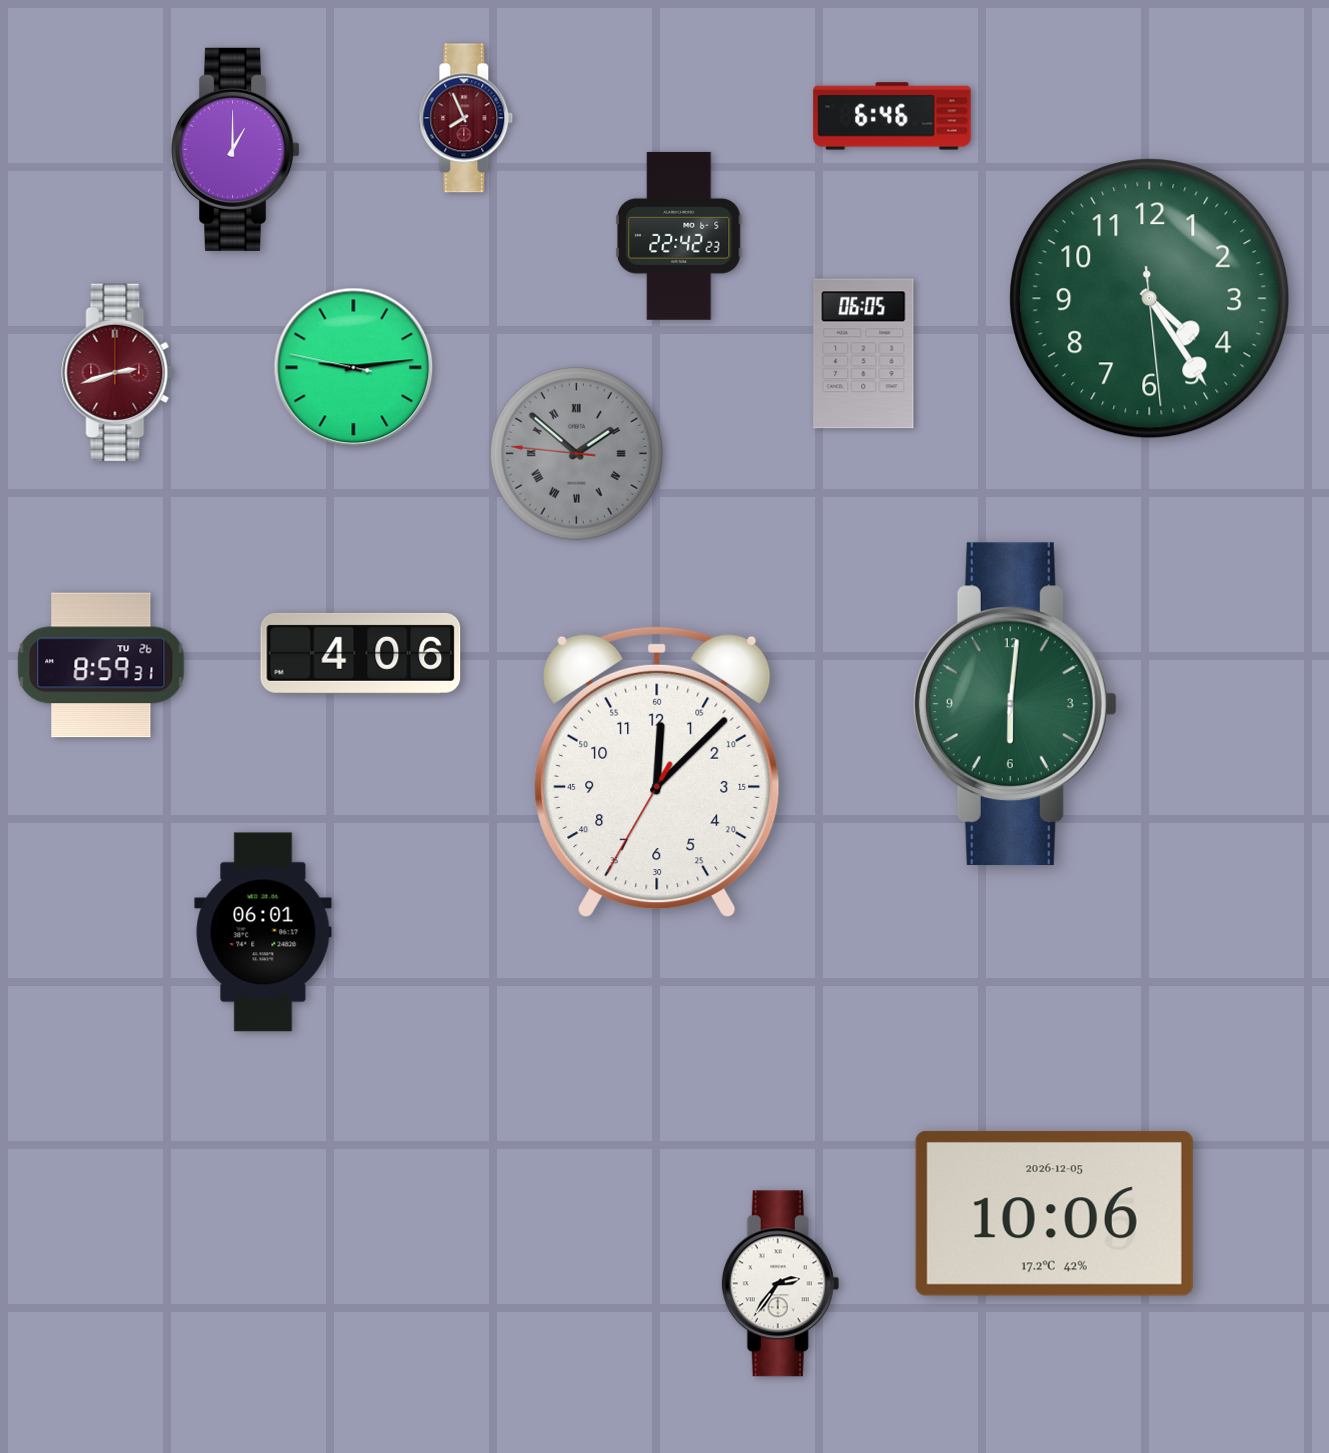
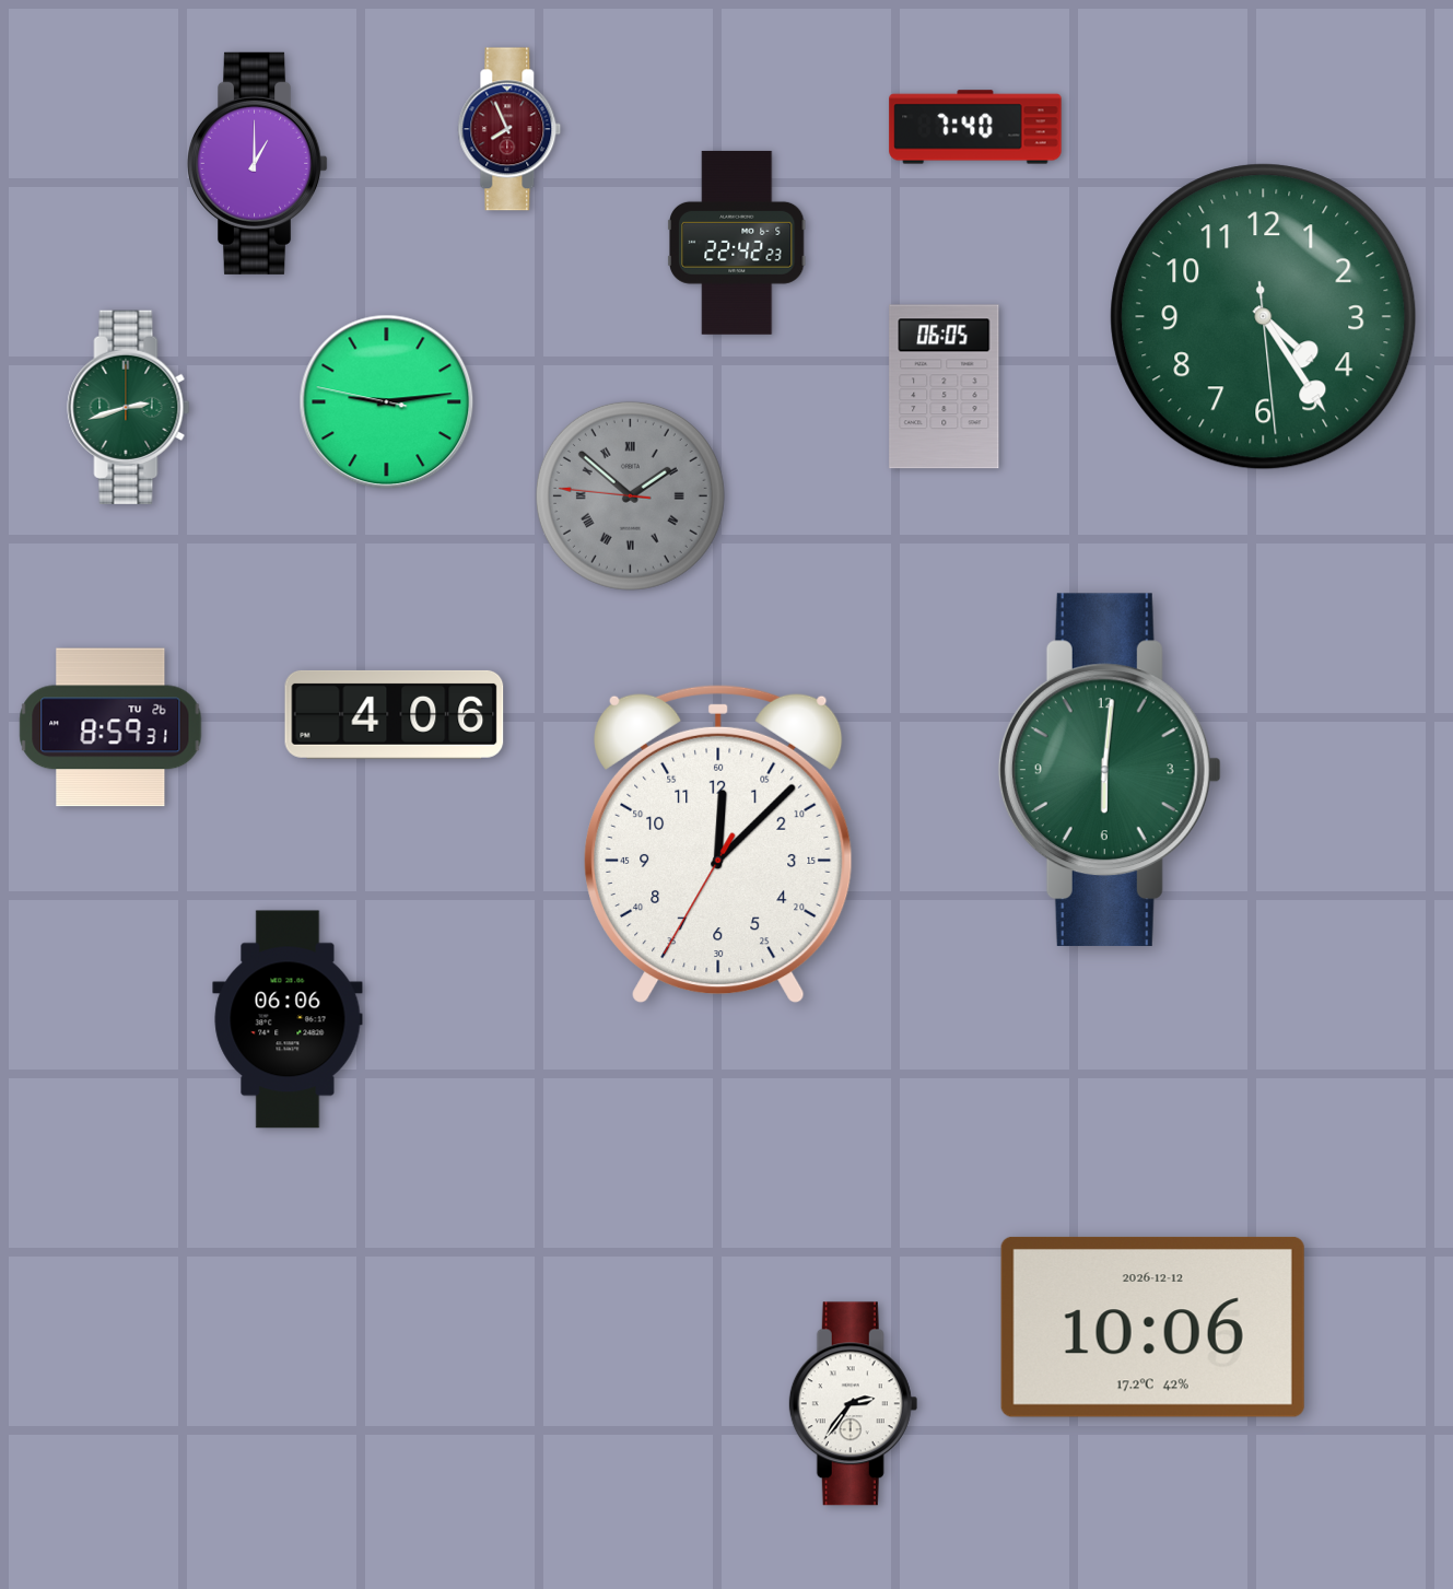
clock at (892, 116): 6:46 -> 7:40
clock at (680, 236) position: (680, 236) -> (738, 243)
clock at (1150, 299) position: (1150, 299) -> (1264, 317)
clock at (118, 372) dial: burgundy -> green
clock at (263, 932): 06:01 -> 06:06
clock at (1054, 1213) date: 2026-12-05 -> 2026-12-12
